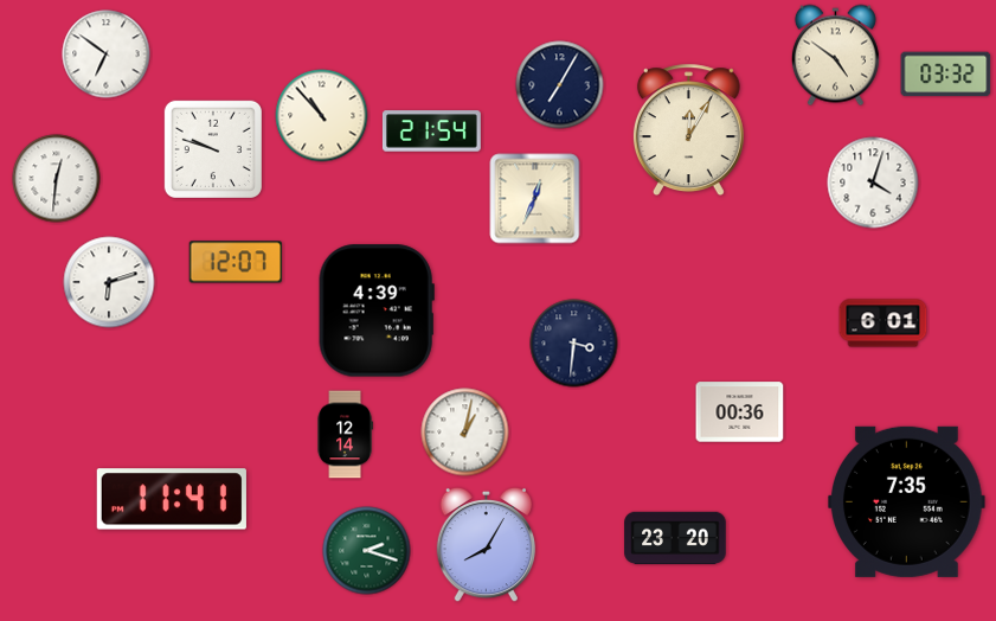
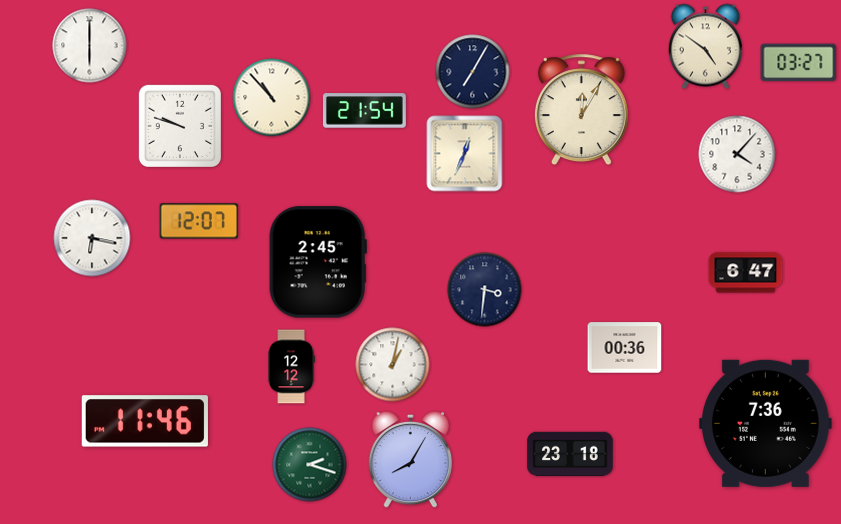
clock at (107, 55): 6:51 -> 6:00
clock at (946, 75): 03:32 -> 03:27
clock at (57, 179): 12:31 -> none
clock at (873, 183): 4:03 -> 4:07
clock at (535, 199) position: (535, 199) -> (465, 154)
clock at (109, 282): 6:12 -> 6:17
clock at (377, 310): 4:39 -> 2:45
clock at (883, 324): 6:01 -> 6:47
clock at (345, 435): 12:14 -> 12:12
clock at (172, 499): 11:41 -> 11:46
clock at (907, 501): 7:35 -> 7:36
clock at (675, 538): 23:20 -> 23:18
